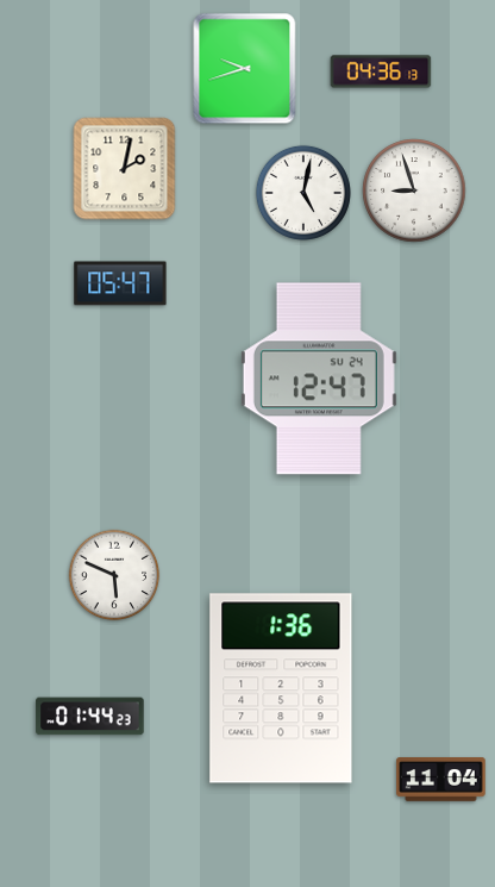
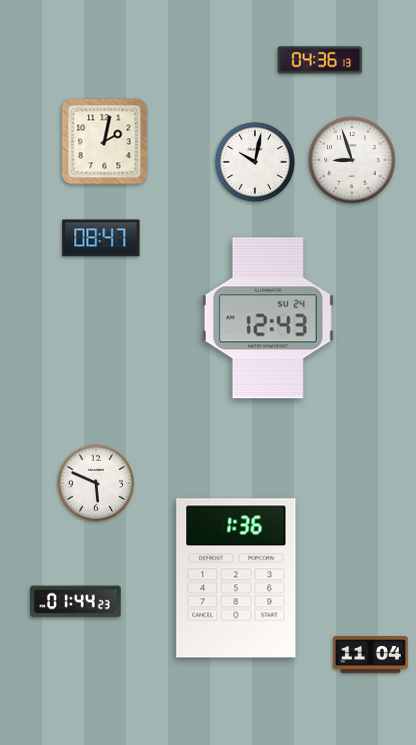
clock at (245, 69): 9:42 -> none
clock at (414, 190) position: (414, 190) -> (352, 160)
clock at (303, 193): 5:02 -> 10:02
clock at (120, 283): 05:47 -> 08:47
clock at (319, 379): 12:47 -> 12:43
